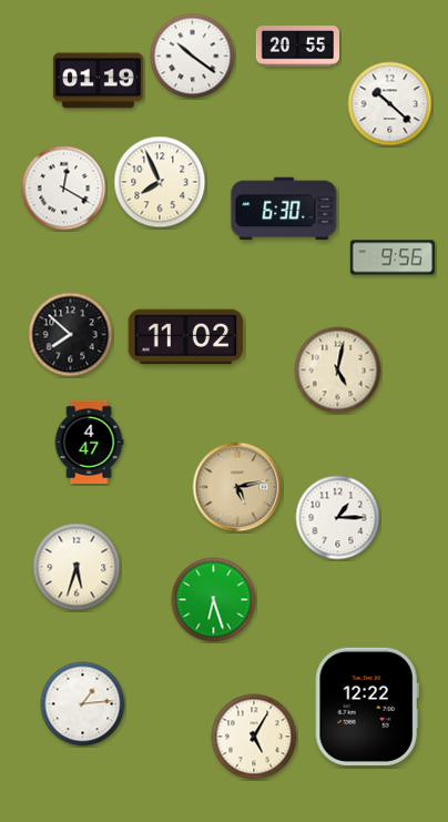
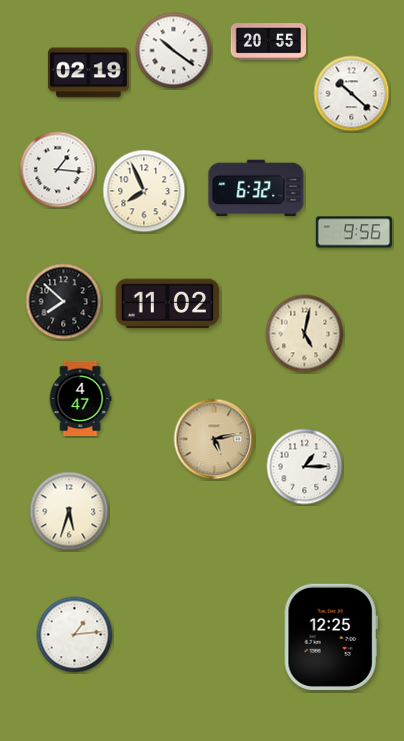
clock at (98, 81): 01:19 -> 02:19
clock at (160, 182) position: (160, 182) -> (144, 191)
clock at (64, 189): 12:20 -> 1:16
clock at (284, 209): 6:30 -> 6:32
clock at (214, 600): 6:27 -> none
clock at (367, 707): 12:22 -> 12:25
clock at (254, 737): 5:05 -> none
